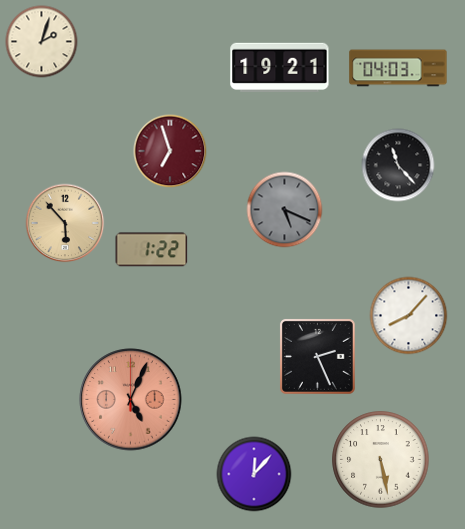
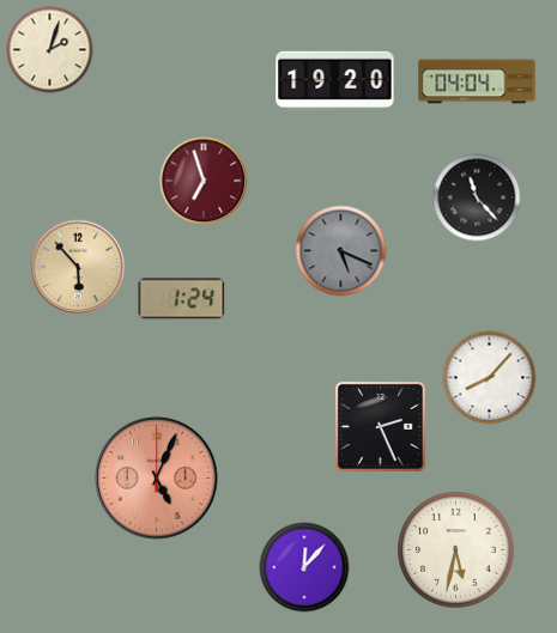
clock at (280, 67): 19:21 -> 19:20
clock at (398, 68): 04:03 -> 04:04
clock at (152, 250): 1:22 -> 1:24
clock at (381, 460): 5:28 -> 5:32
